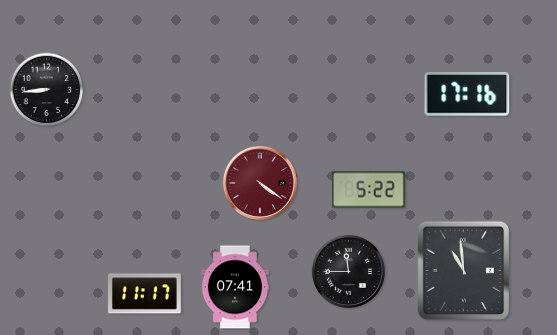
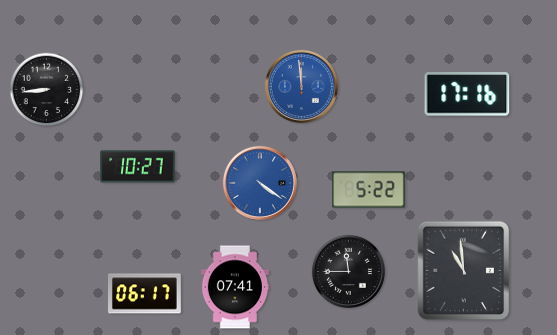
clock at (301, 86): none -> 11:59
clock at (138, 167): none -> 10:27
clock at (260, 183) dial: burgundy -> blue
clock at (145, 294): 11:17 -> 06:17
